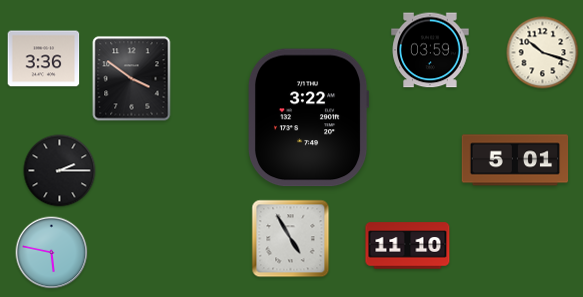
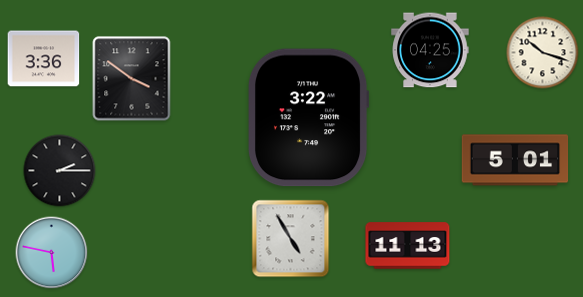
clock at (430, 50): 03:59 -> 04:25
clock at (408, 246): 11:10 -> 11:13
